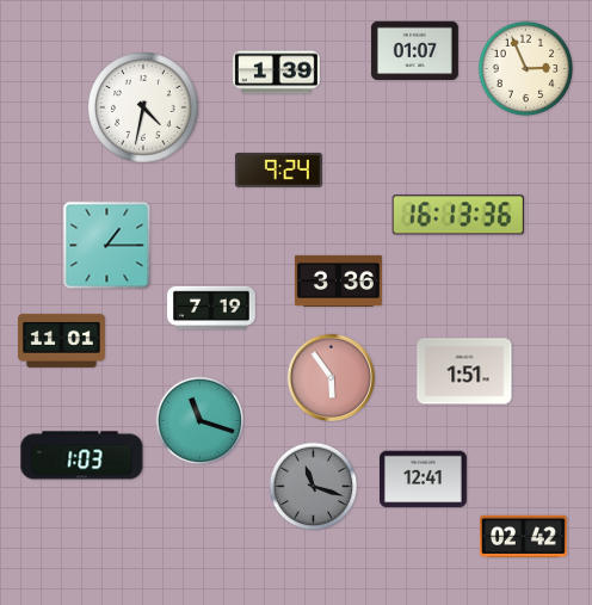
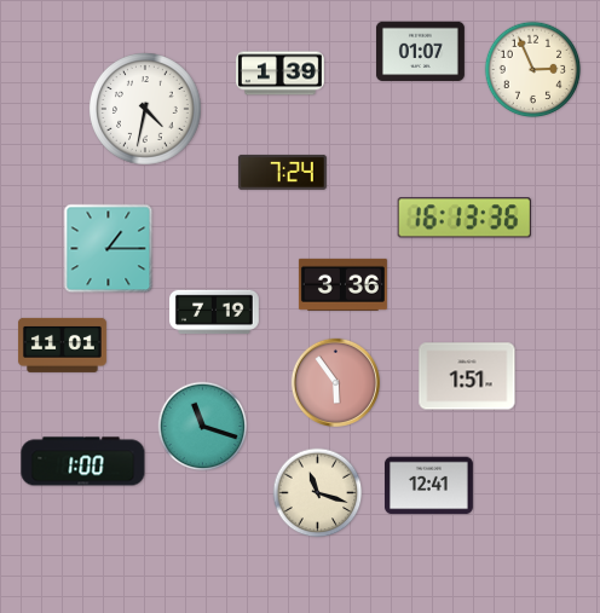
clock at (278, 169): 9:24 -> 7:24
clock at (464, 371) position: (464, 371) -> (467, 376)
clock at (82, 456): 1:03 -> 1:00
clock at (314, 487) dial: grey -> cream
clock at (523, 536): 02:42 -> none
